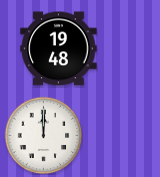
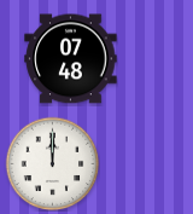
clock at (59, 49): 19:48 -> 07:48
